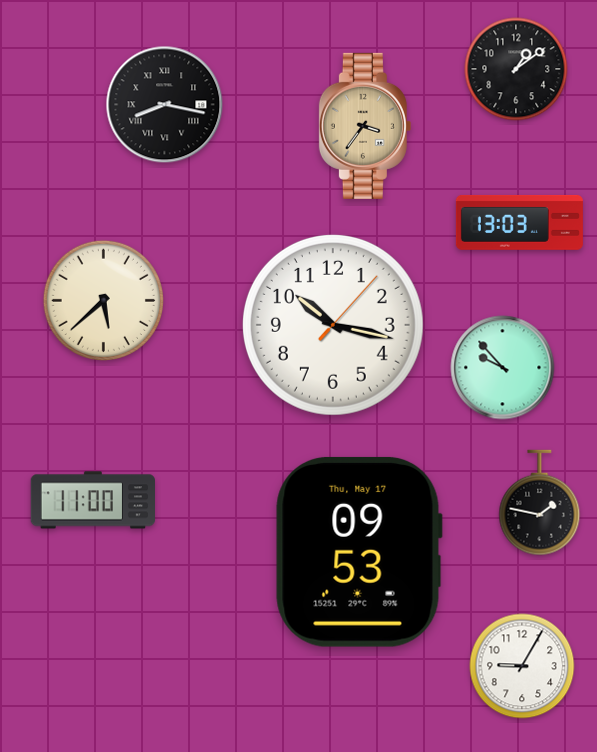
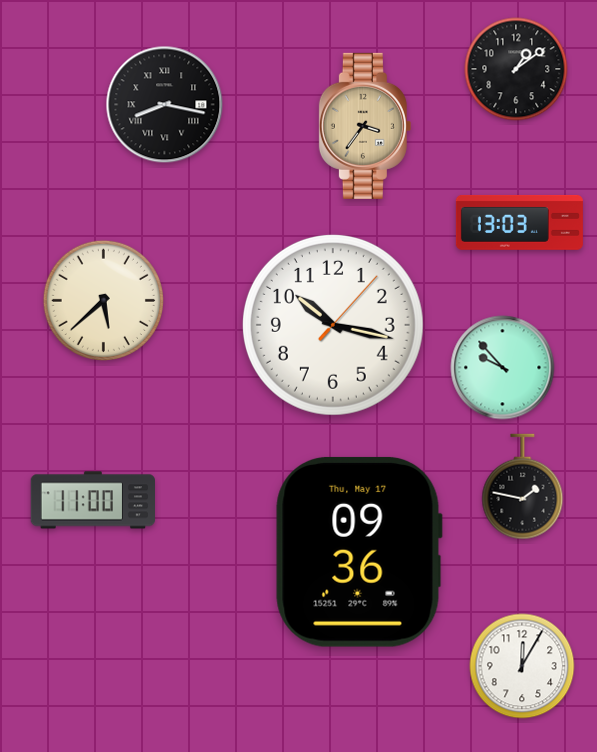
clock at (540, 503) position: (540, 503) -> (523, 487)
clock at (359, 552): 09:53 -> 09:36
clock at (522, 666): 9:05 -> 12:05
